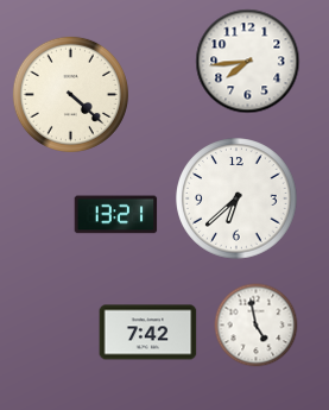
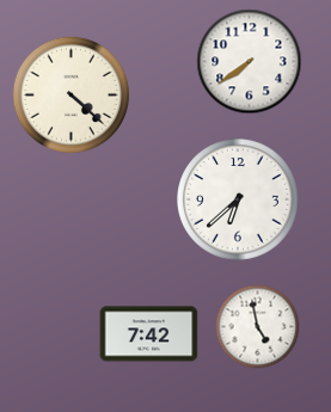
clock at (248, 62): 7:44 -> 7:39
clock at (116, 215): 13:21 -> none
